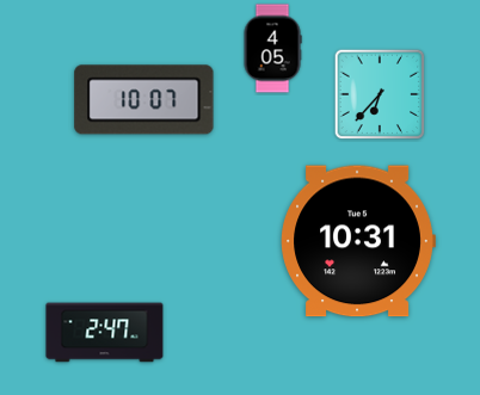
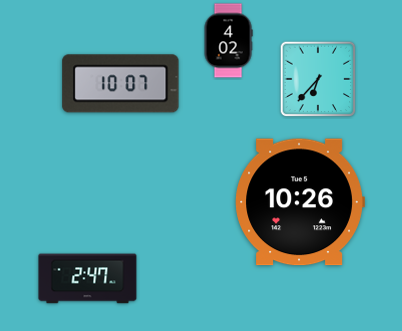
clock at (272, 49): 4:05 -> 4:02
clock at (358, 241): 10:31 -> 10:26
